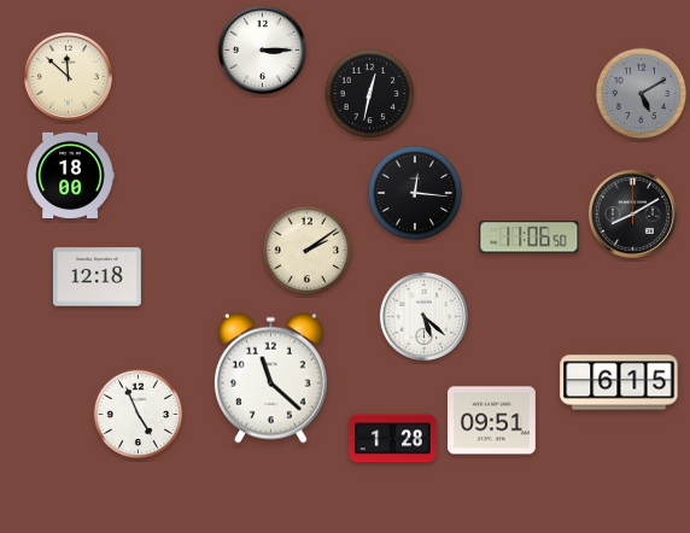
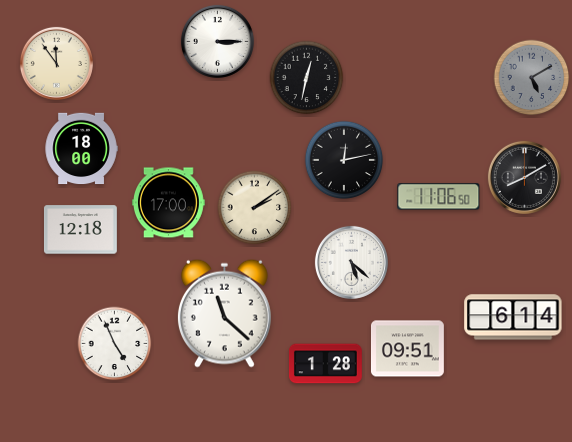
clock at (68, 76): 11:52 -> 11:54
clock at (70, 176) position: (70, 176) -> (81, 149)
clock at (415, 193): 12:16 -> 12:13
clock at (168, 203): none -> 17:00
clock at (619, 382): 6:15 -> 6:14
